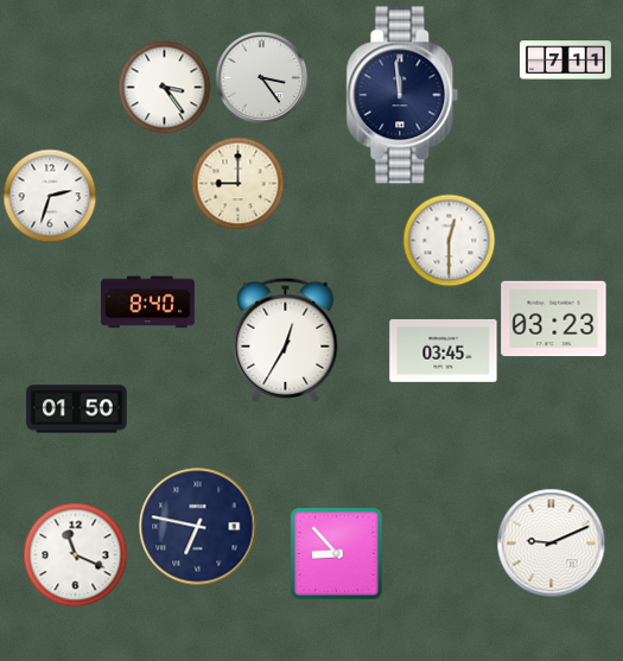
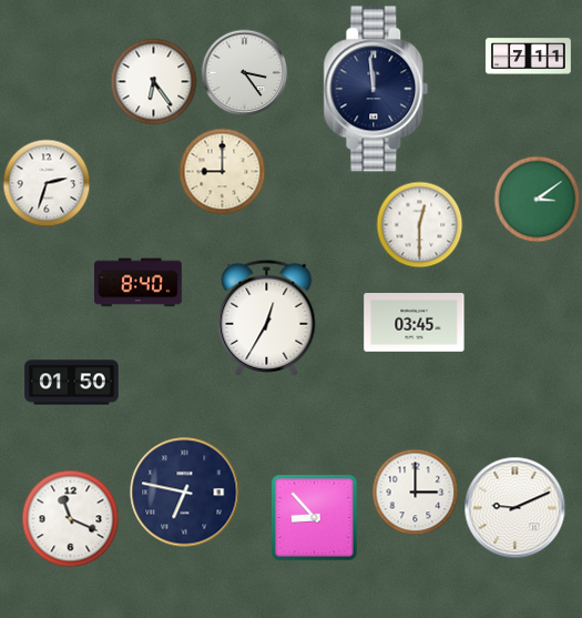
clock at (164, 87): 3:24 -> 6:24
clock at (537, 199): none -> 3:09
clock at (554, 319): 03:23 -> none
clock at (444, 351) position: (444, 351) -> (415, 323)
clock at (415, 492): none -> 3:00
